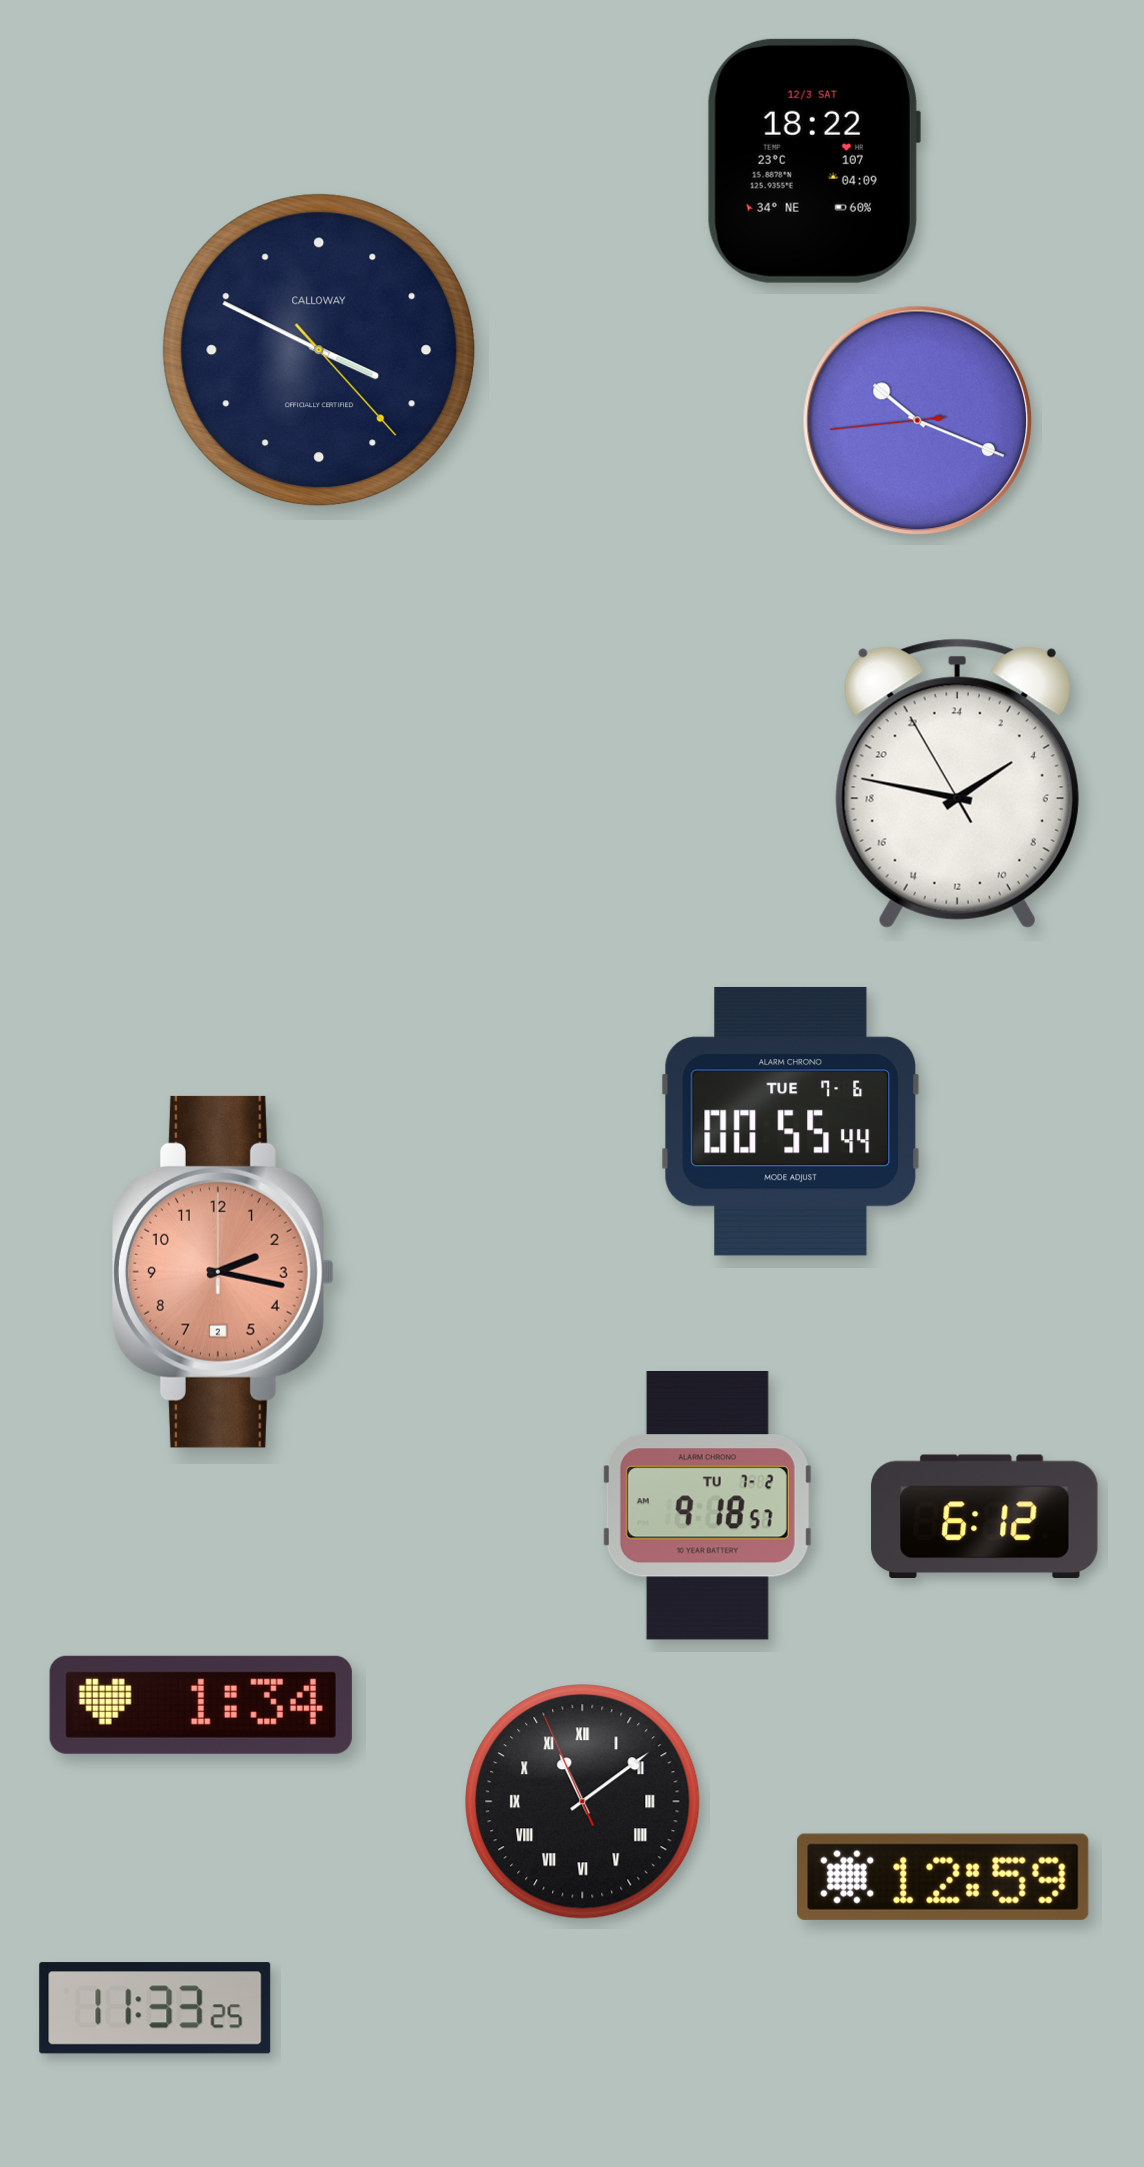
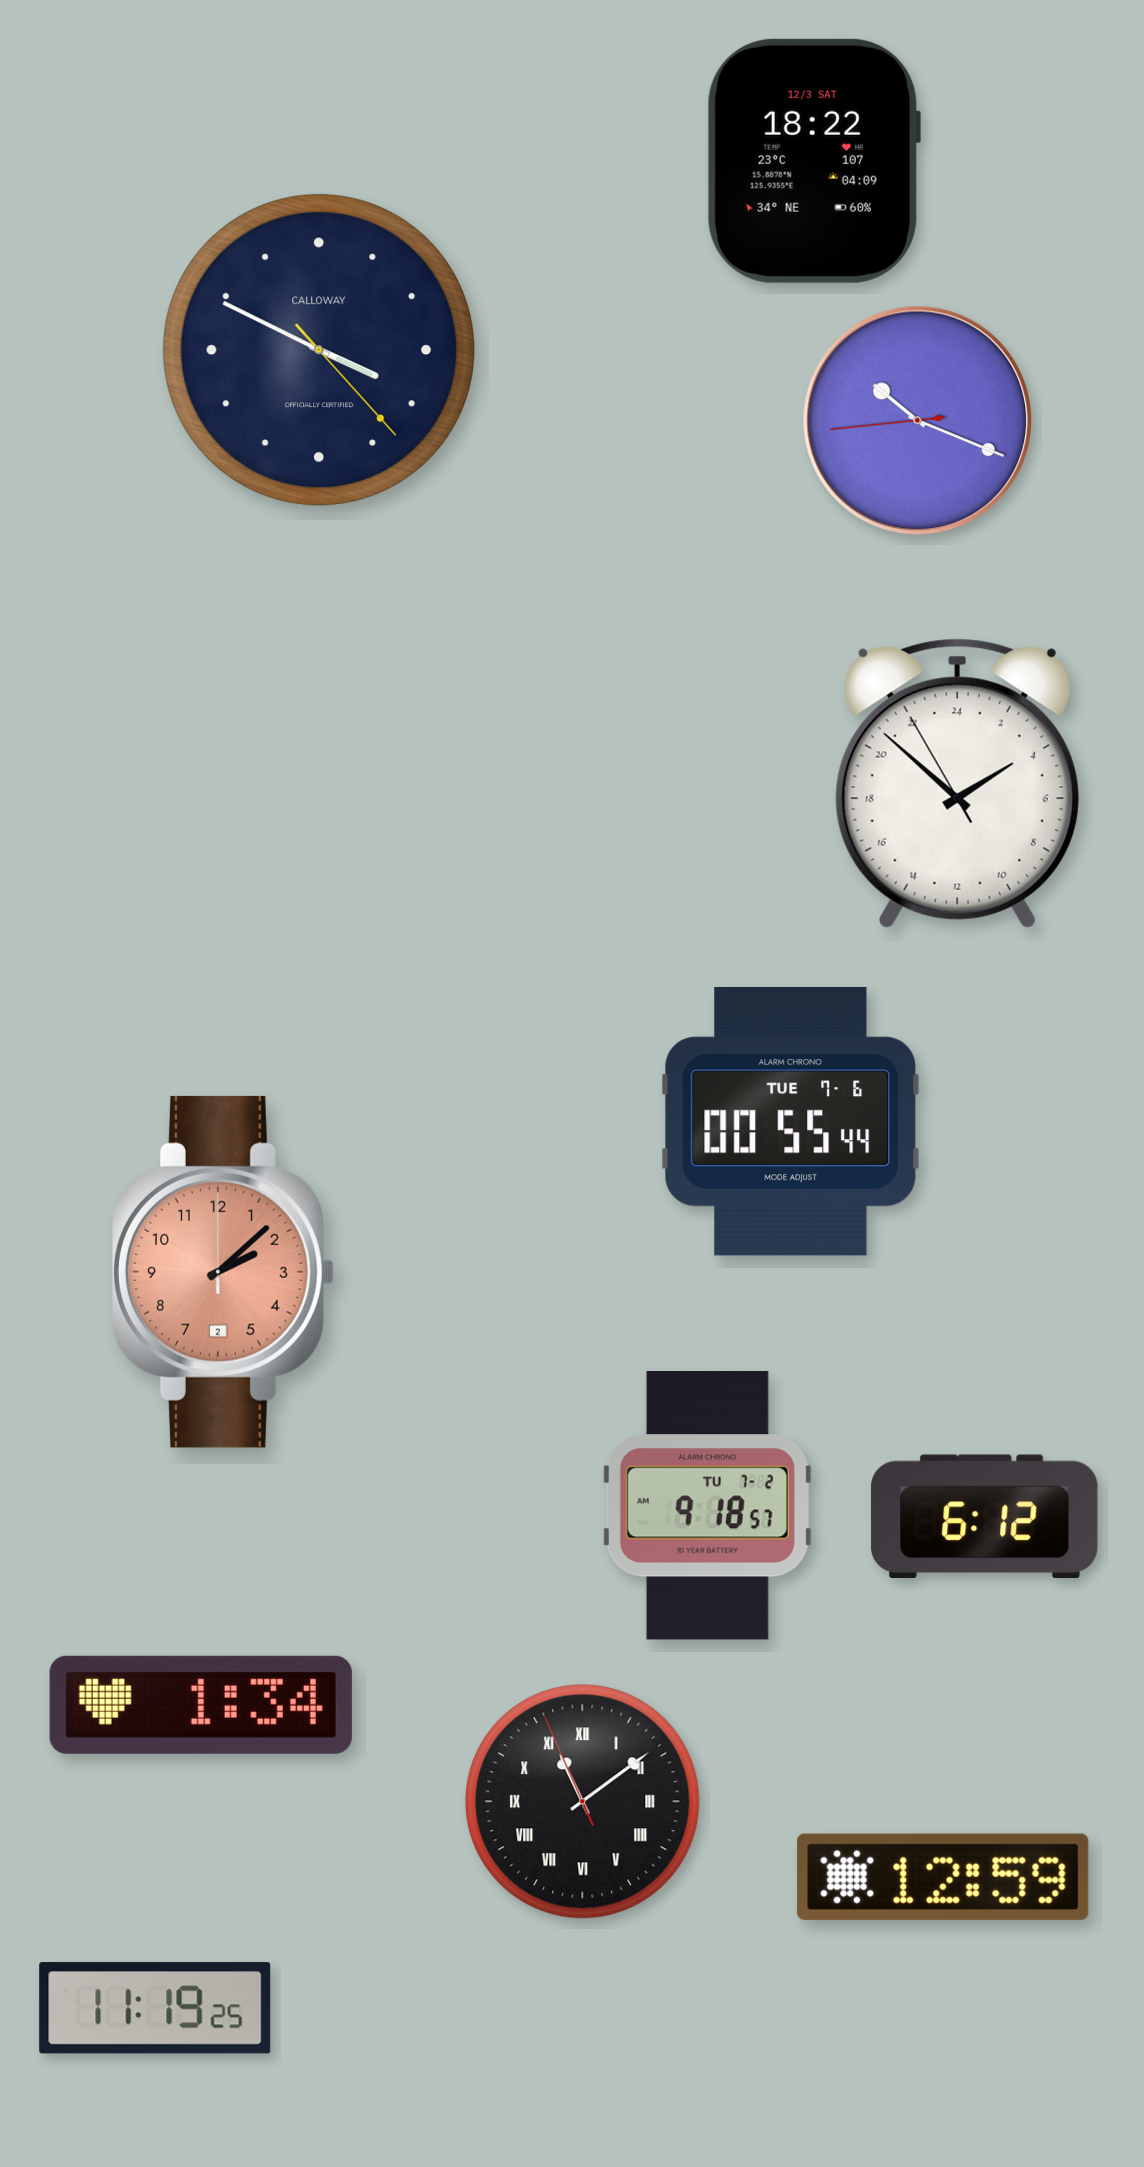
clock at (957, 783): 3:46 -> 3:51
clock at (224, 1272): 2:17 -> 2:08
clock at (155, 2008): 11:33 -> 11:19
